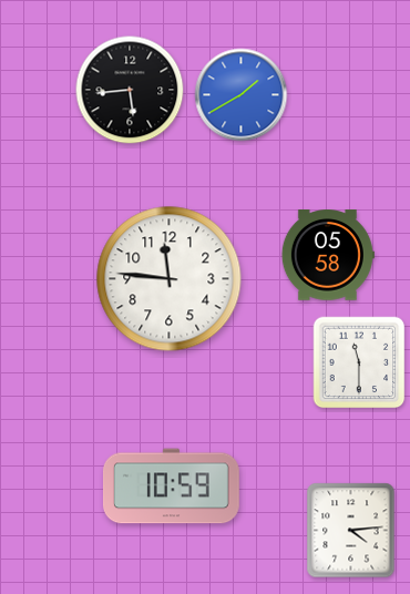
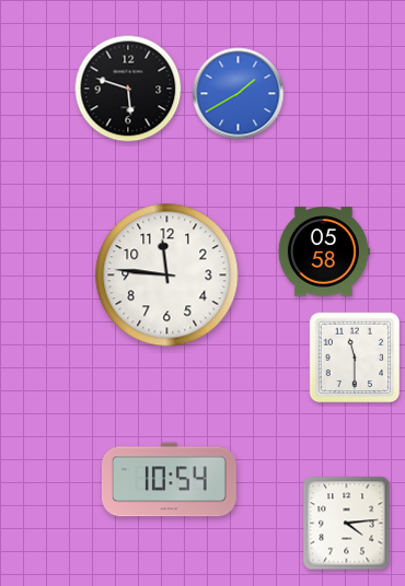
clock at (130, 90): 5:44 -> 5:48
clock at (171, 487): 10:59 -> 10:54
